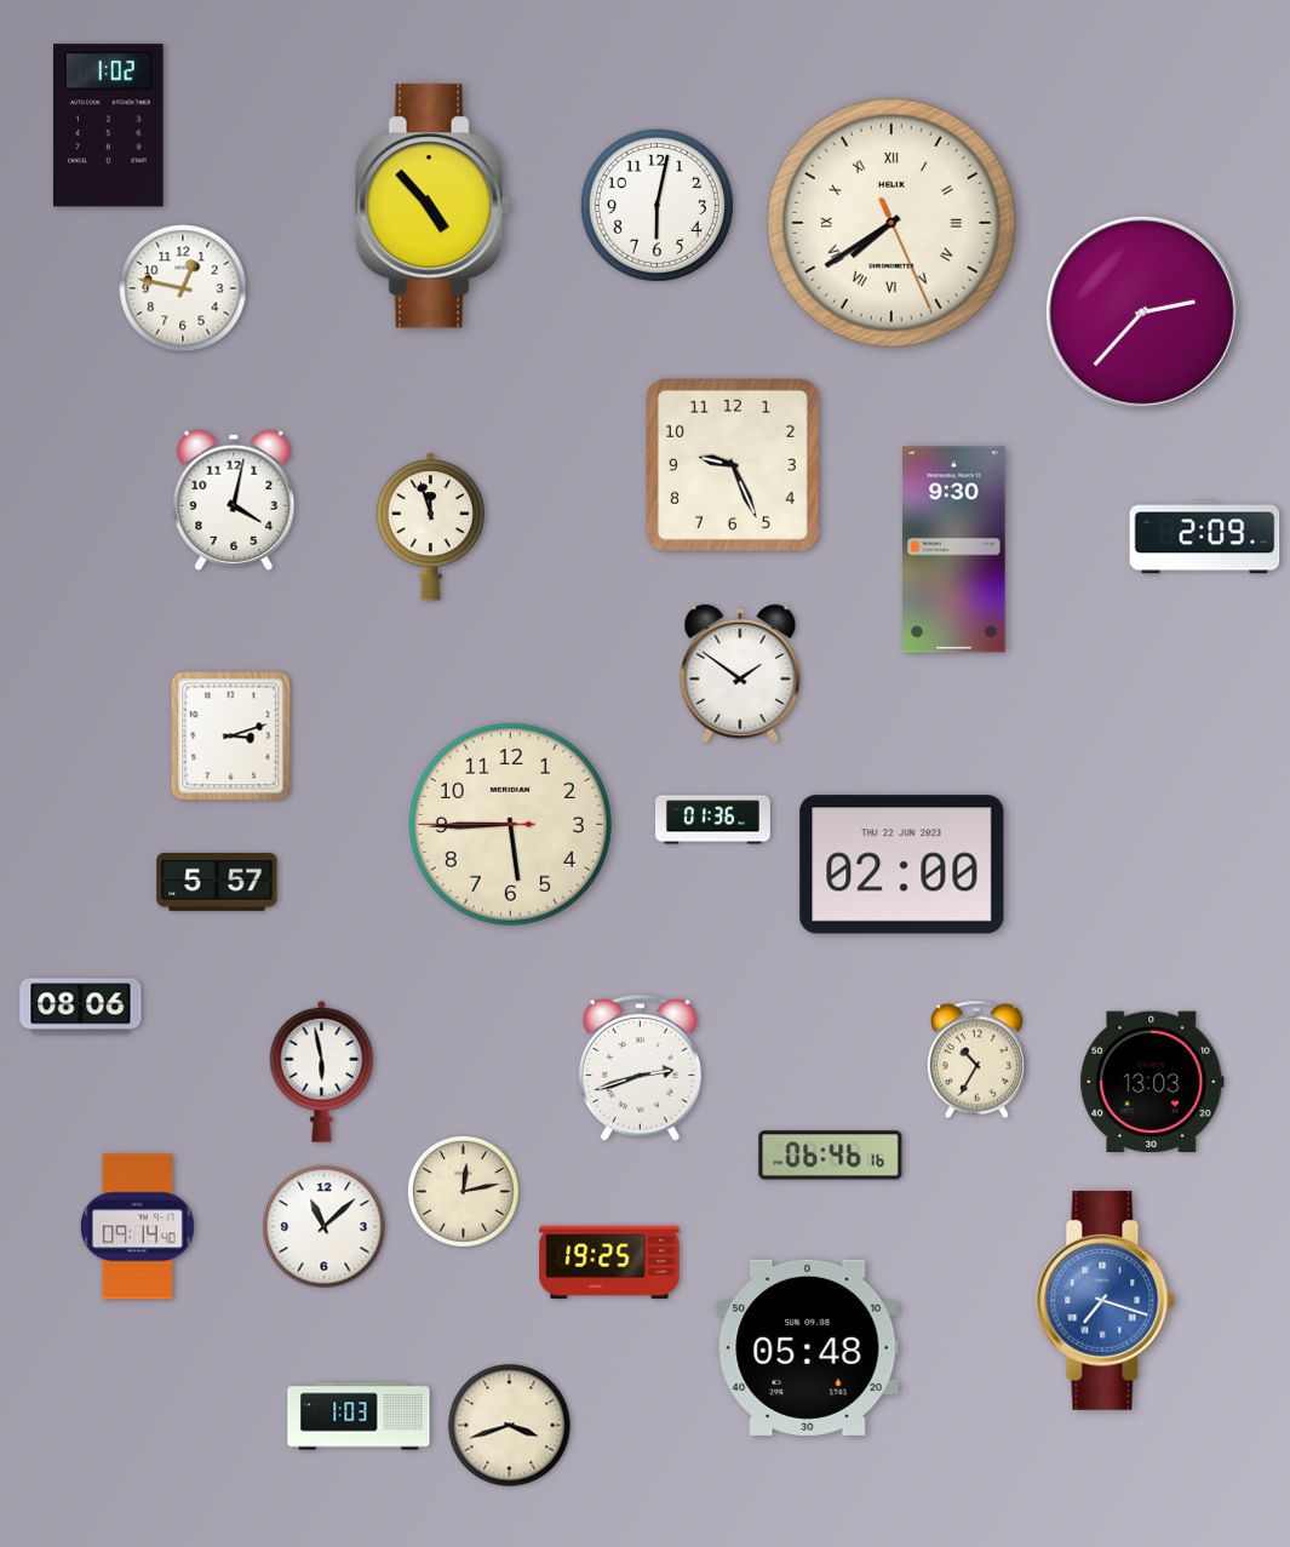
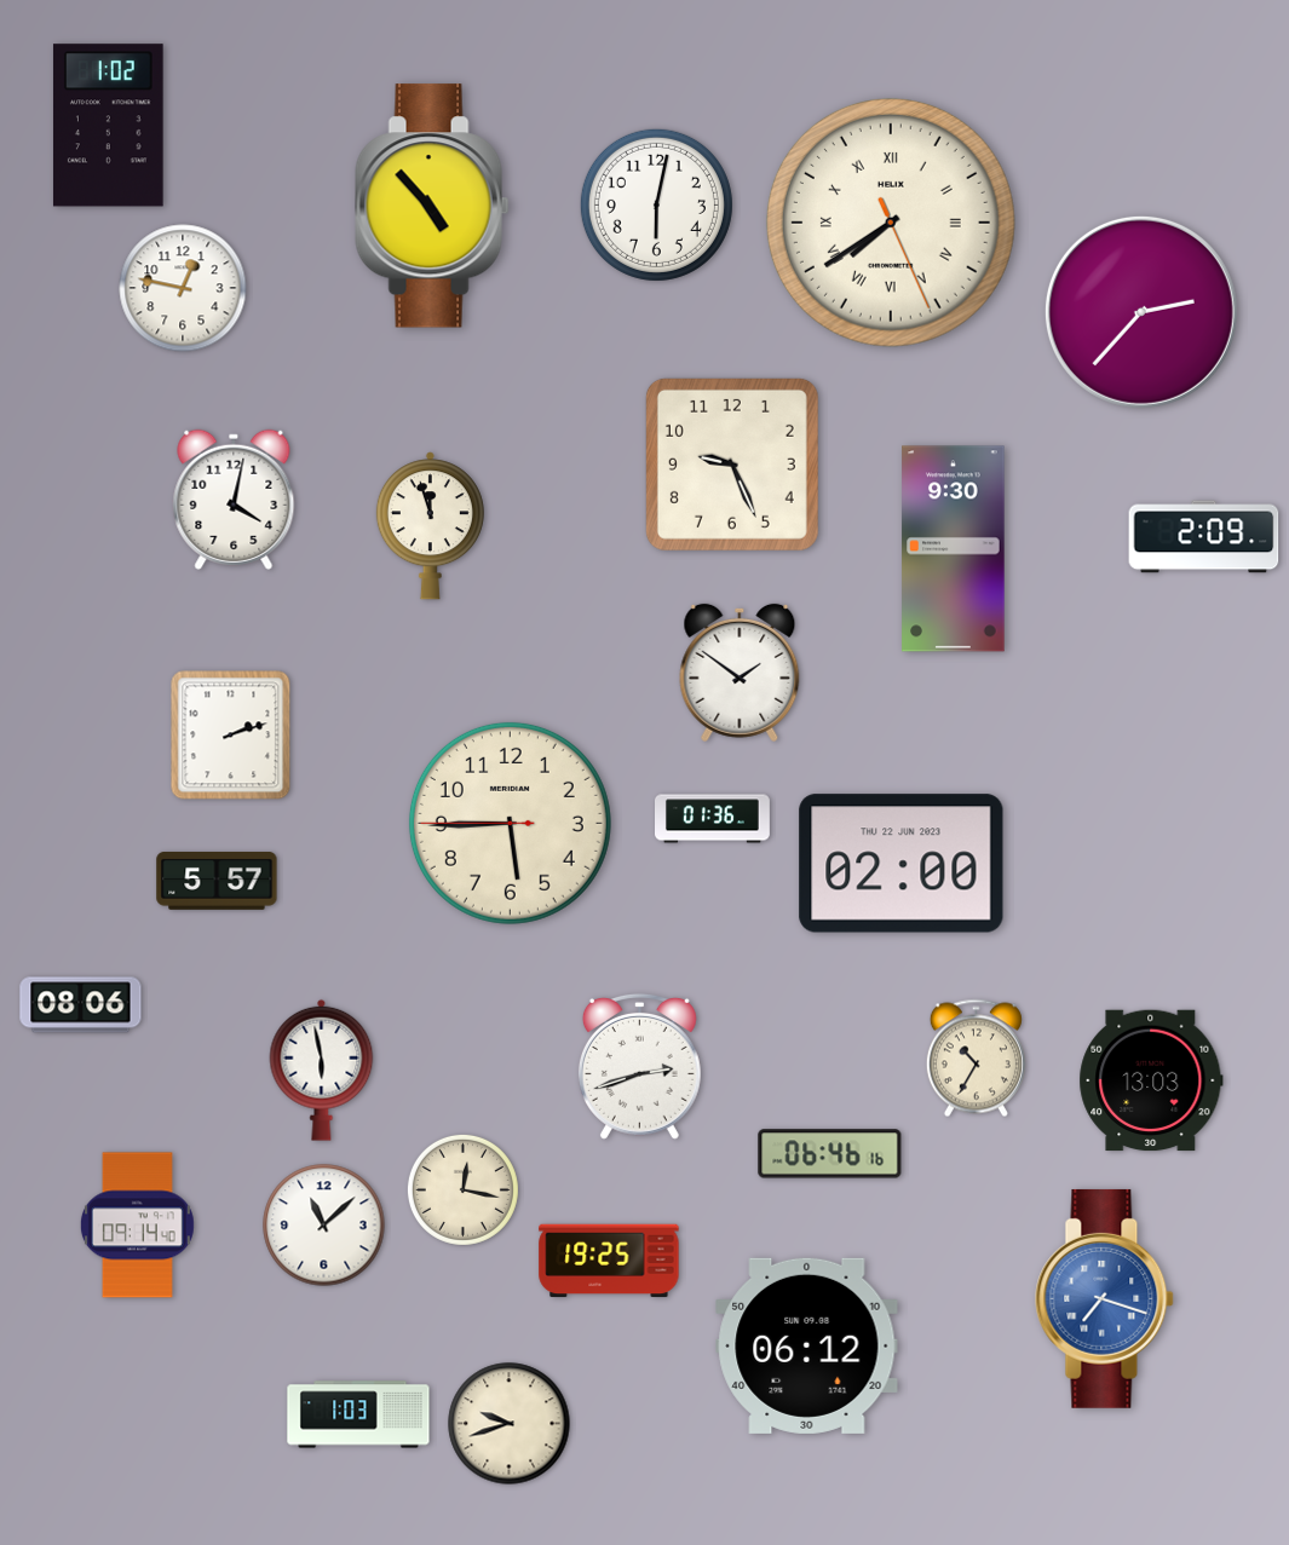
clock at (231, 737): 3:12 -> 2:12
clock at (463, 1191): 12:13 -> 12:17
clock at (808, 1347): 05:48 -> 06:12
clock at (510, 1426): 3:42 -> 9:42
